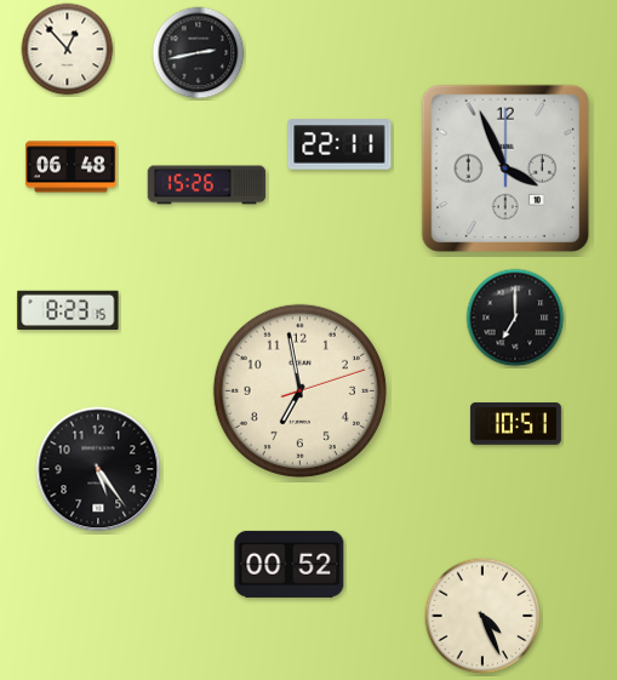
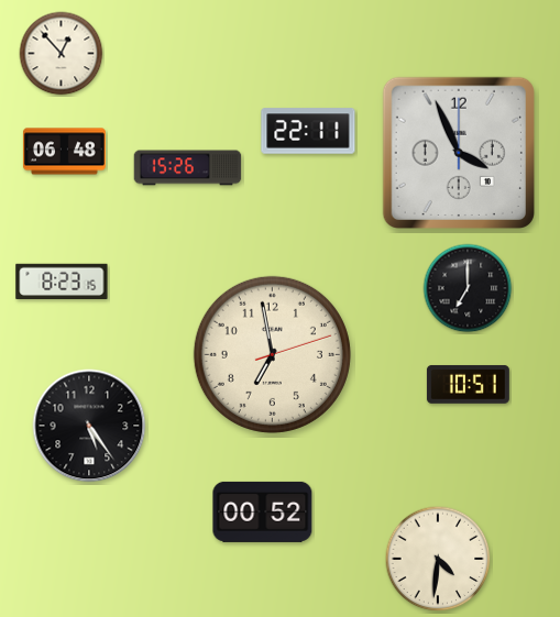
clock at (68, 50) position: (68, 50) -> (62, 54)
clock at (199, 53): 2:43 -> none
clock at (482, 616): 4:26 -> 4:31
